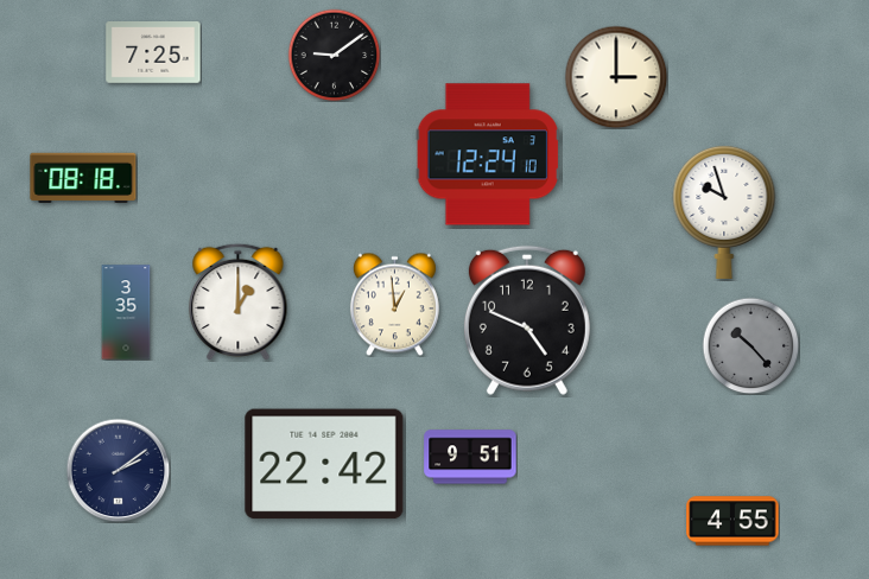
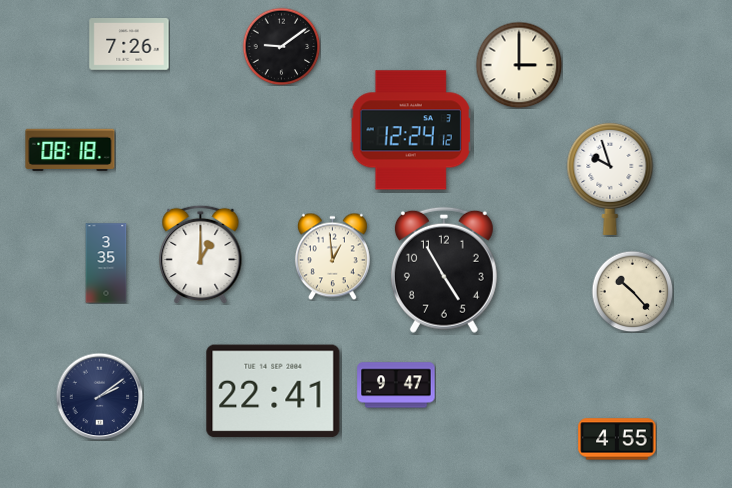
clock at (153, 53): 7:25 -> 7:26
clock at (488, 154): 12:24:10 -> 12:24:12
clock at (527, 320): 4:49 -> 4:55
clock at (750, 345) dial: grey -> cream
clock at (470, 457): 9:51 -> 9:47
clock at (324, 464): 22:42 -> 22:41
